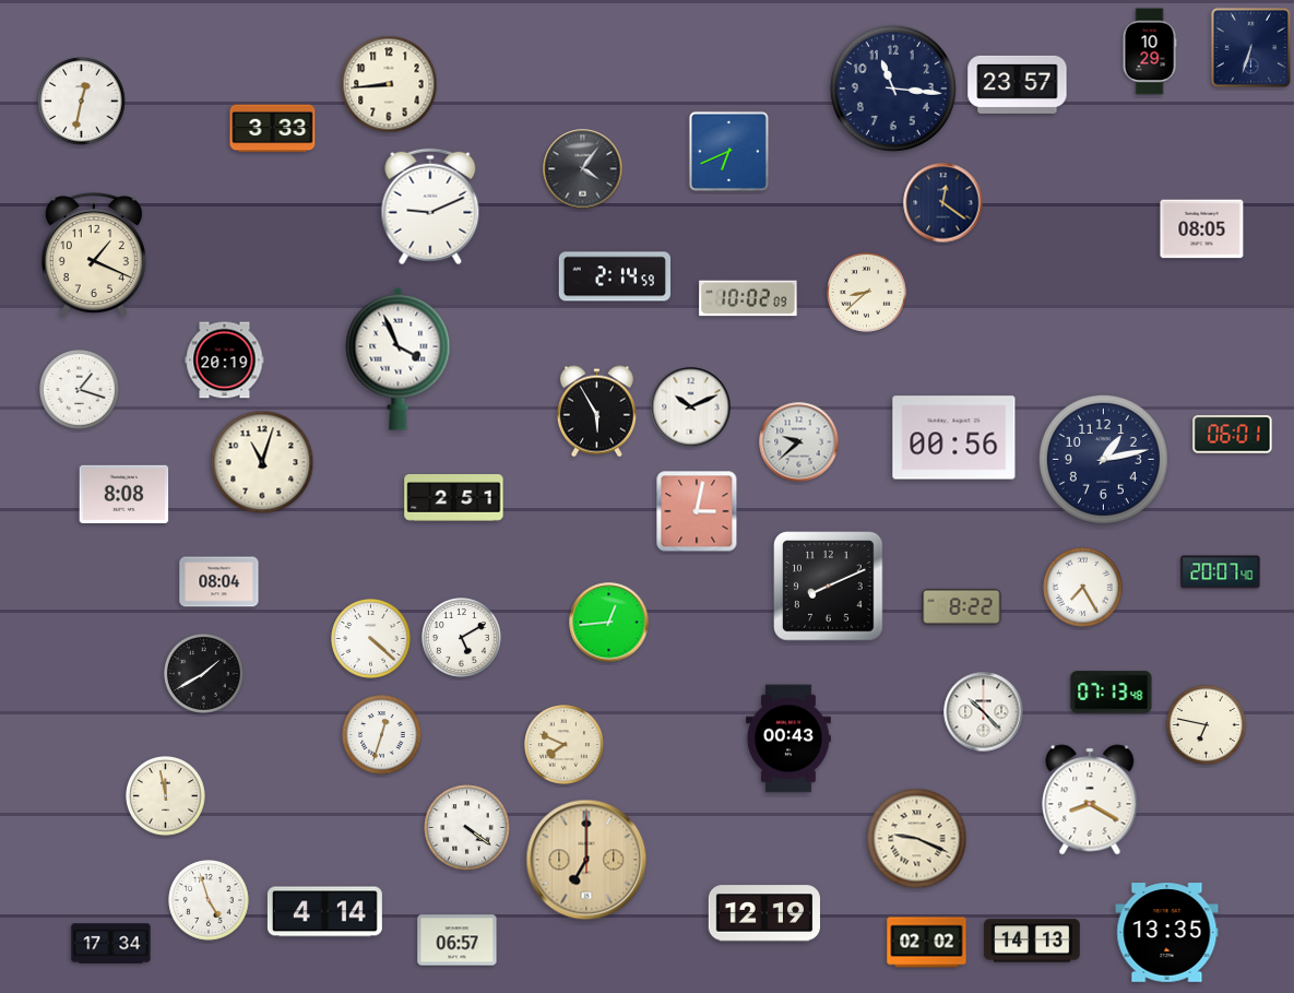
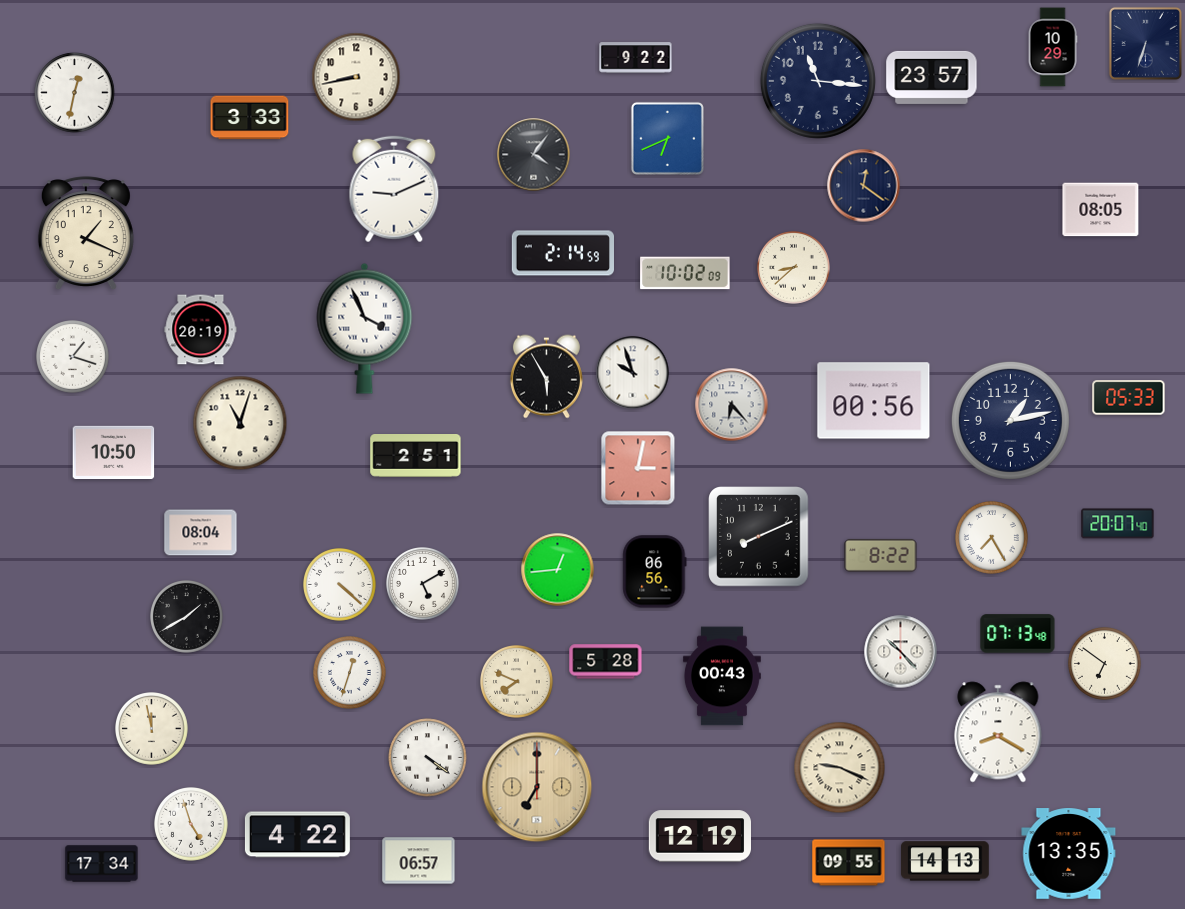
clock at (636, 58): none -> 9:22
clock at (389, 84): 8:44 -> 8:43
clock at (225, 360) position: (225, 360) -> (201, 330)
clock at (691, 407): 10:11 -> 9:57
clock at (1233, 435): 06:01 -> 05:33
clock at (799, 442): 9:38 -> 6:23
clock at (124, 494): 8:08 -> 10:50
clock at (655, 572): none -> 06:56
clock at (606, 662): none -> 5:28
clock at (1207, 725): 6:47 -> 6:51
clock at (324, 912): 4:14 -> 4:22
clock at (927, 943): 02:02 -> 09:55
